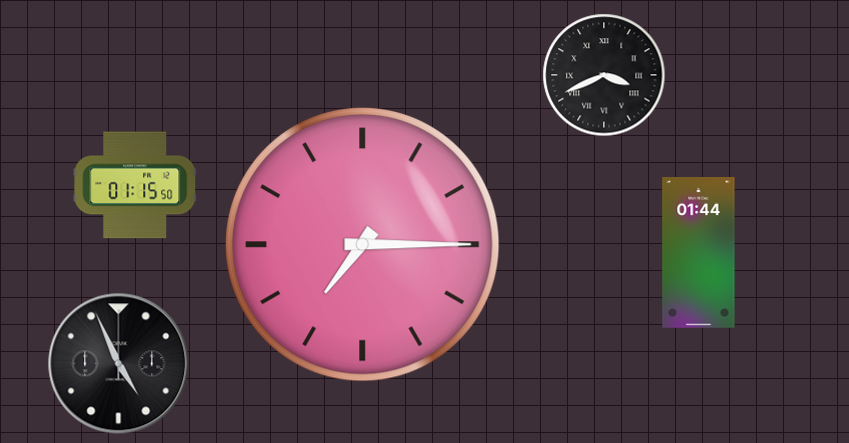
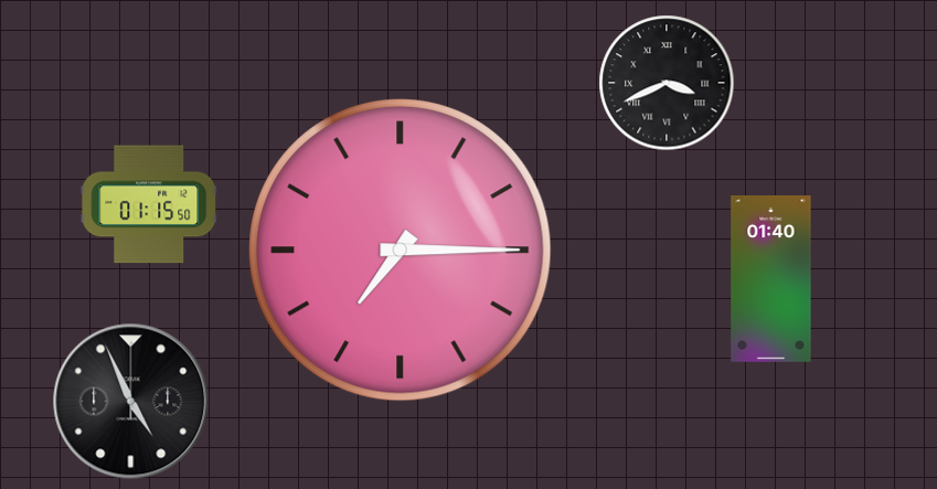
clock at (363, 245) position: (363, 245) -> (401, 251)
clock at (699, 253): 01:44 -> 01:40
